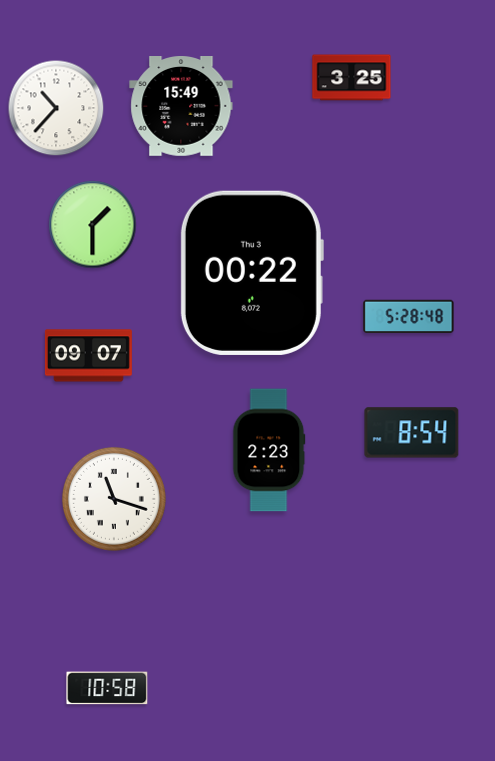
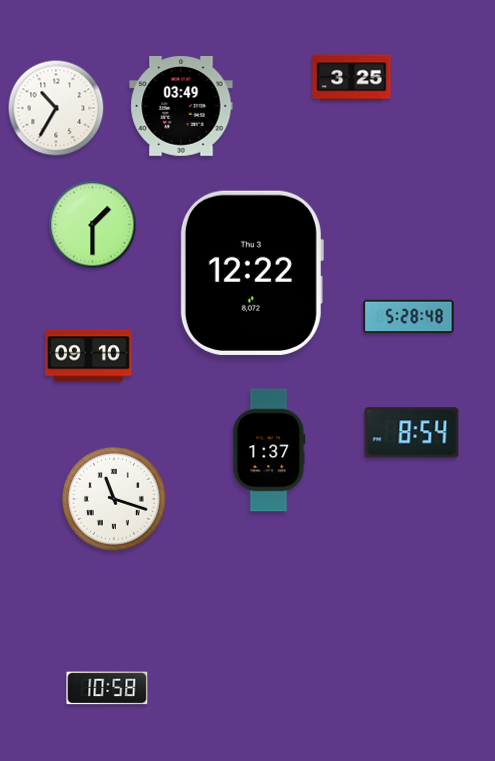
clock at (181, 107): 15:49 -> 03:49
clock at (56, 108): 10:37 -> 10:35
clock at (252, 273): 00:22 -> 12:22
clock at (88, 356): 09:07 -> 09:10
clock at (269, 450): 2:23 -> 1:37
